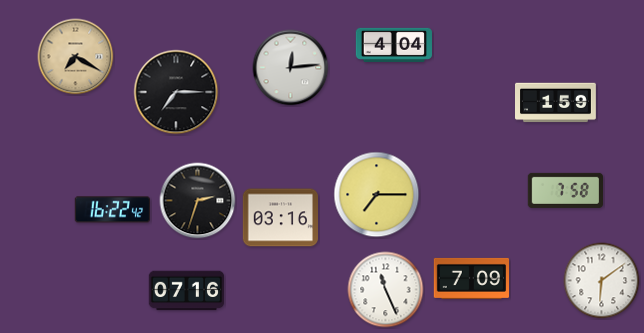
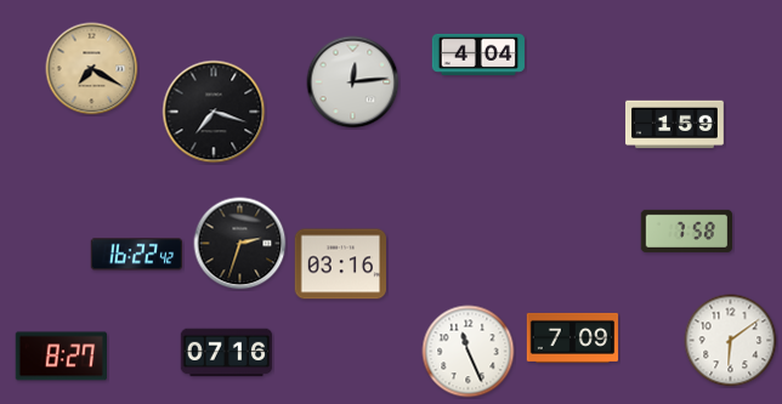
clock at (176, 92): 7:15 -> 7:18
clock at (377, 195): 7:15 -> none
clock at (61, 357): none -> 8:27
